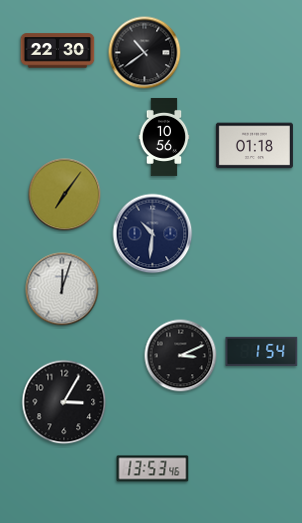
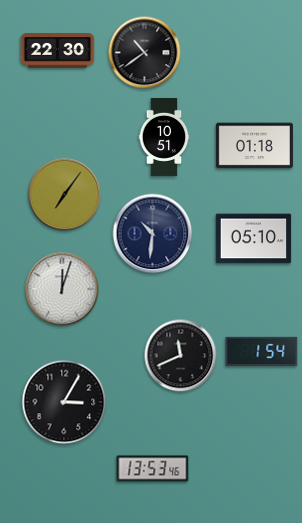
clock at (164, 137): 10:56 -> 10:51
clock at (254, 239): none -> 05:10
clock at (181, 356): 3:11 -> 11:41
